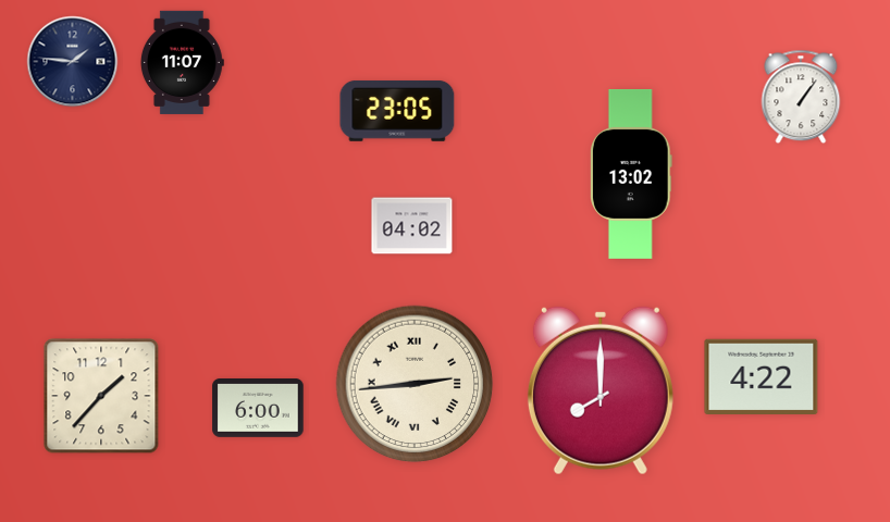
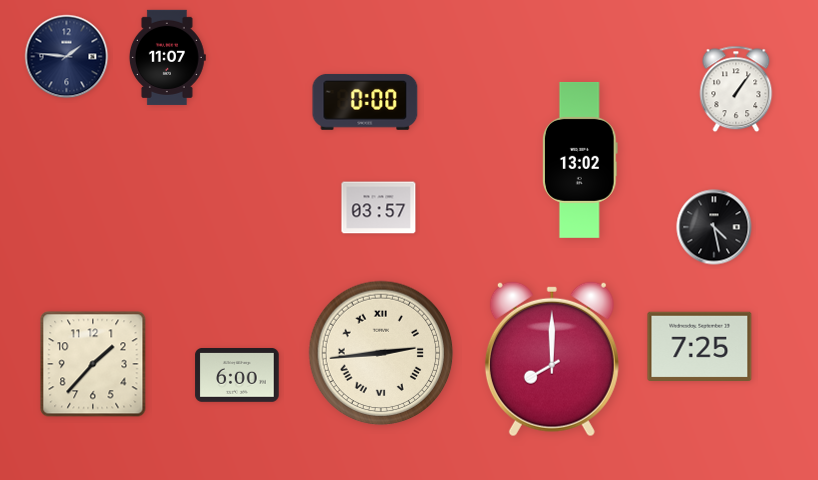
clock at (397, 111): 23:05 -> 0:00
clock at (412, 226): 04:02 -> 03:57
clock at (714, 227): none -> 4:28
clock at (762, 377): 4:22 -> 7:25
